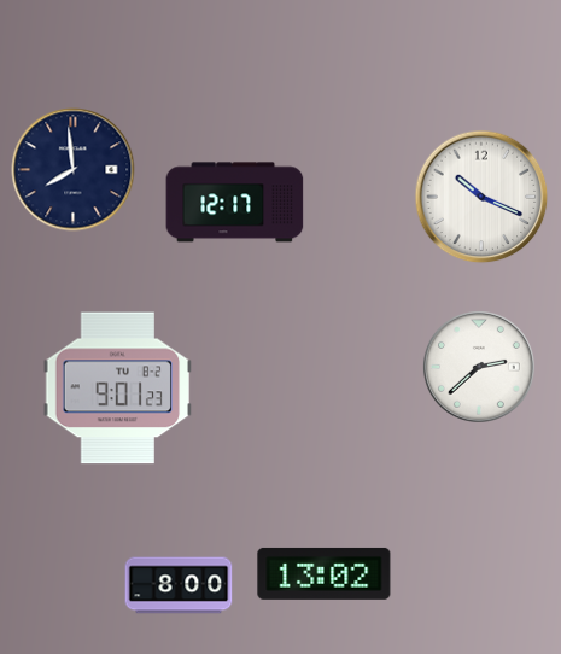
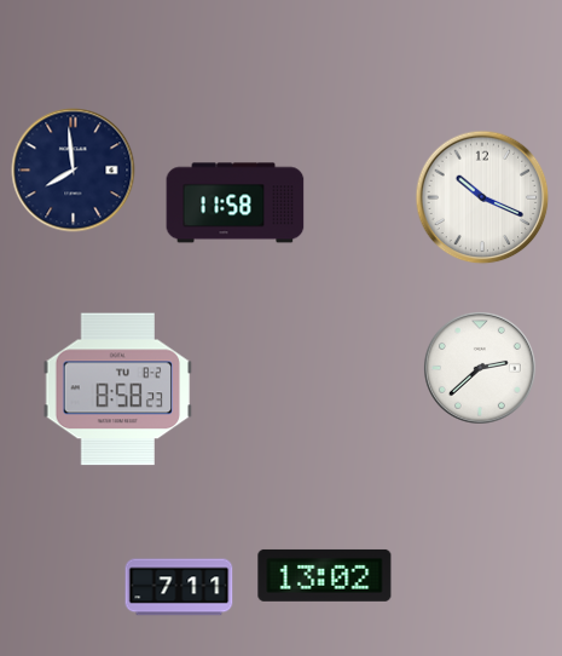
clock at (235, 203): 12:17 -> 11:58
clock at (118, 389): 9:01 -> 8:58
clock at (179, 585): 8:00 -> 7:11
